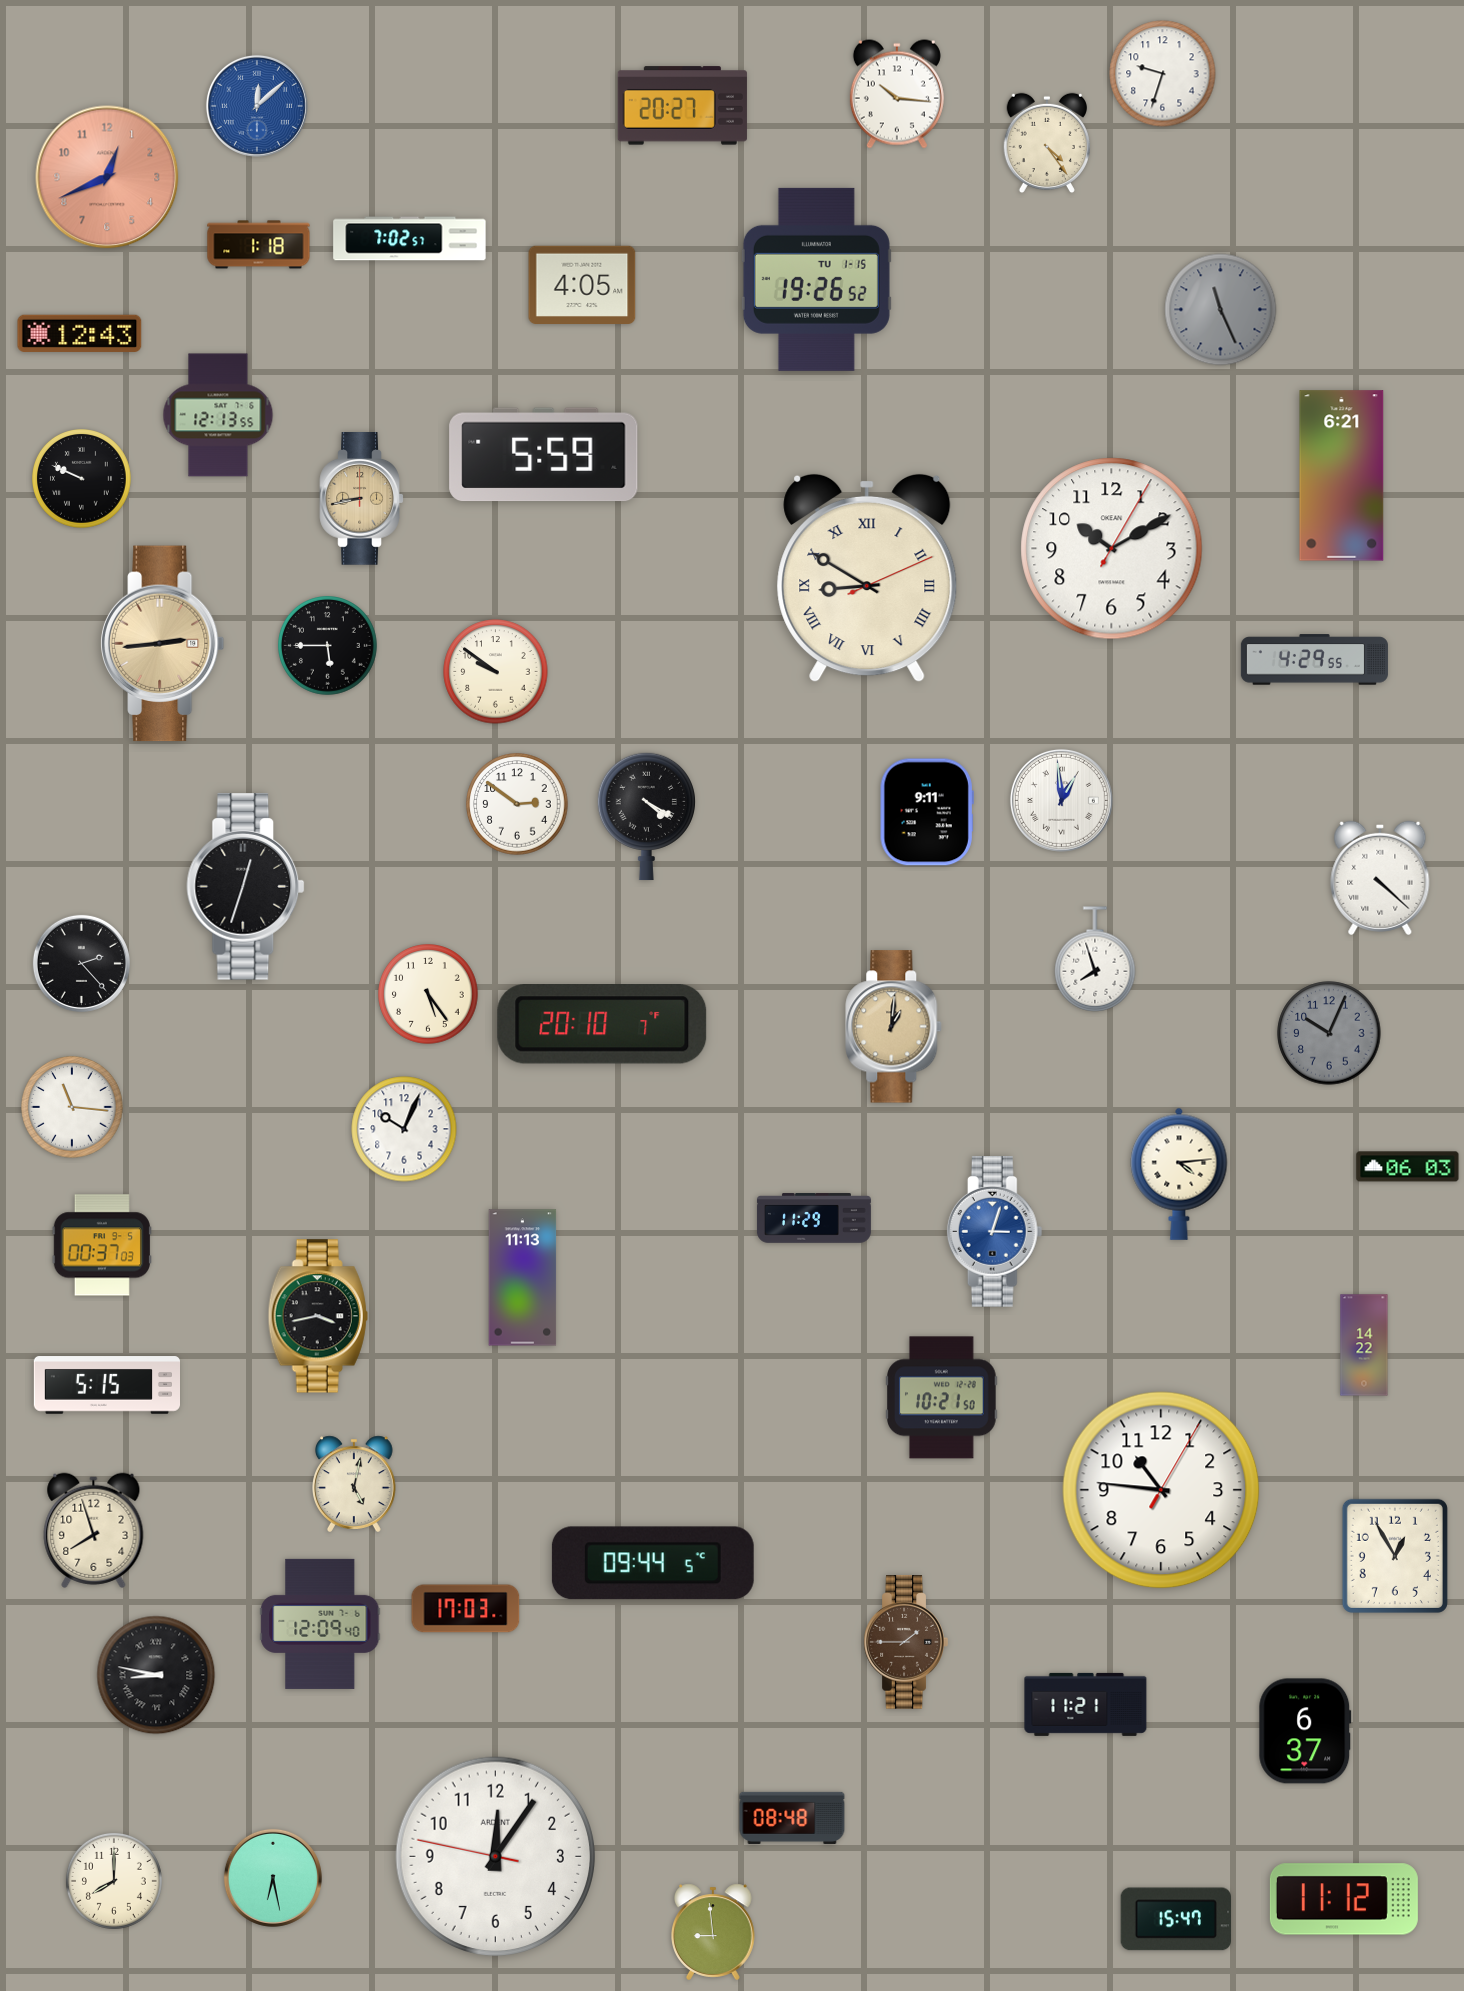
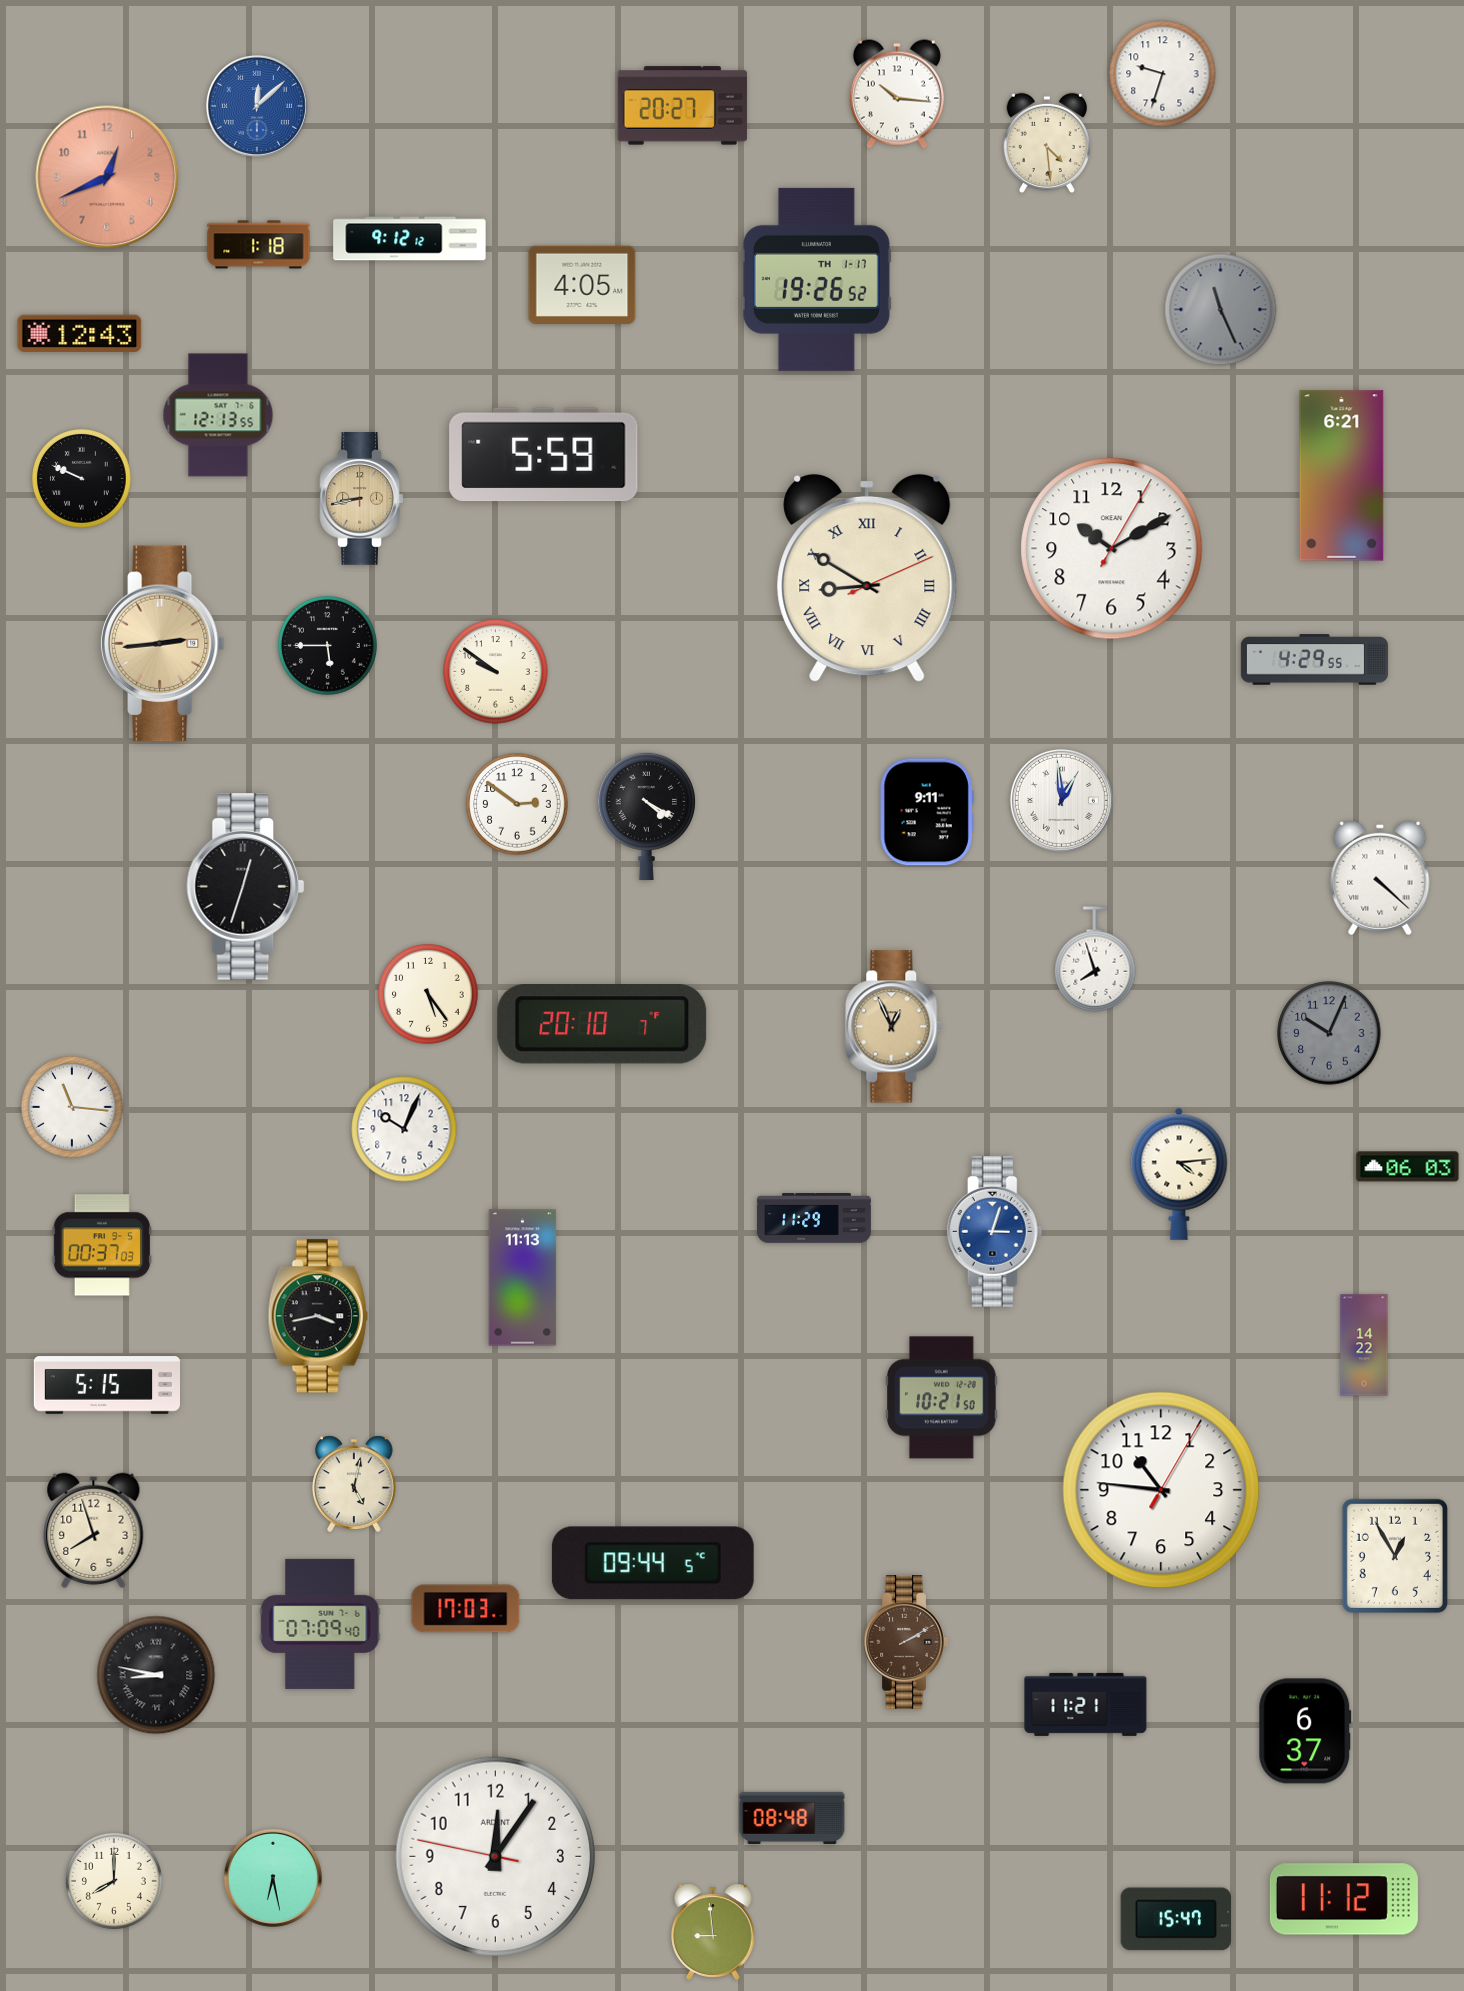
clock at (1046, 143): 4:24 -> 4:29
clock at (410, 239): 7:02 -> 9:12
clock at (816, 279) date: TU 1-15 -> TH 1-17
clock at (81, 963): 2:23 -> none
clock at (894, 1027): 1:01 -> 12:56
clock at (320, 1624): 12:09 -> 07:09
clock at (906, 1642): 1:45 -> 2:10
